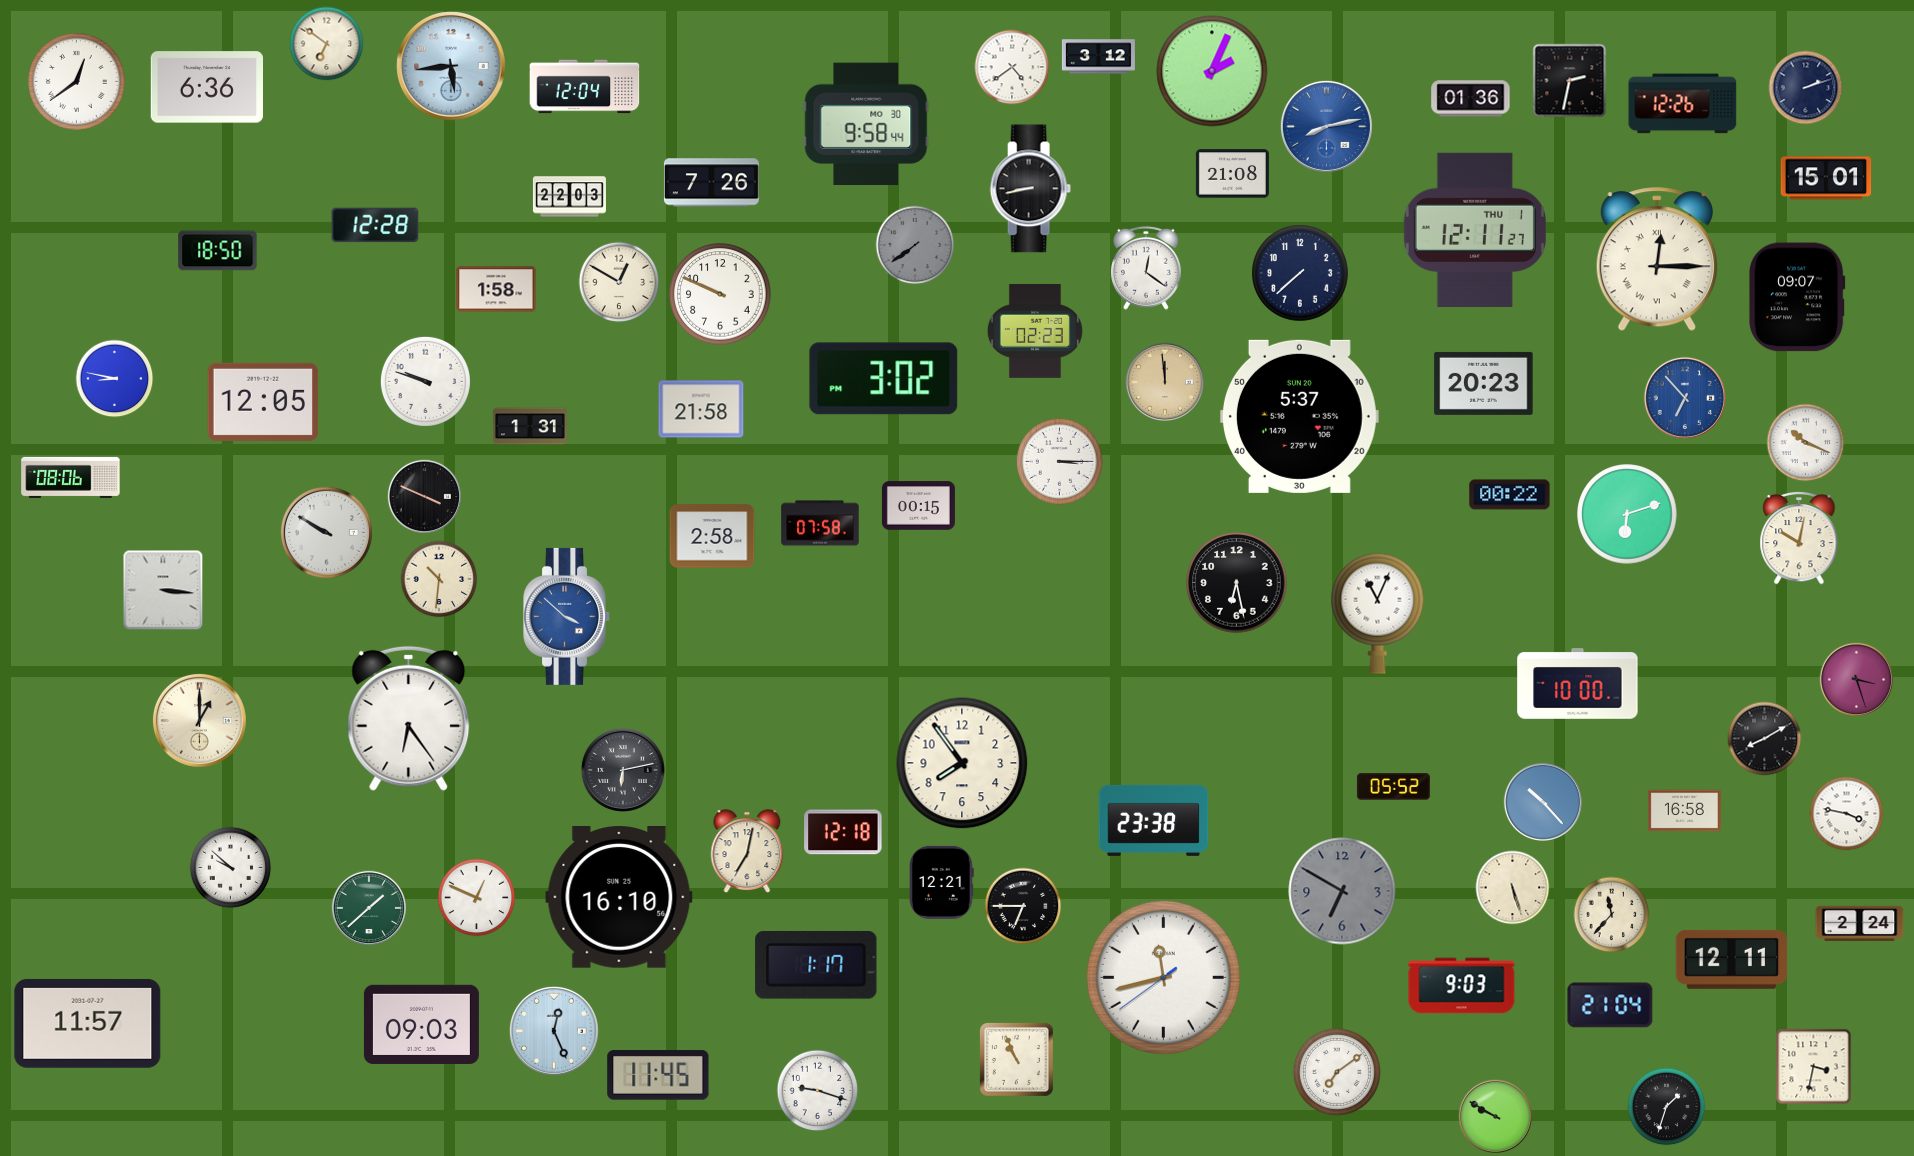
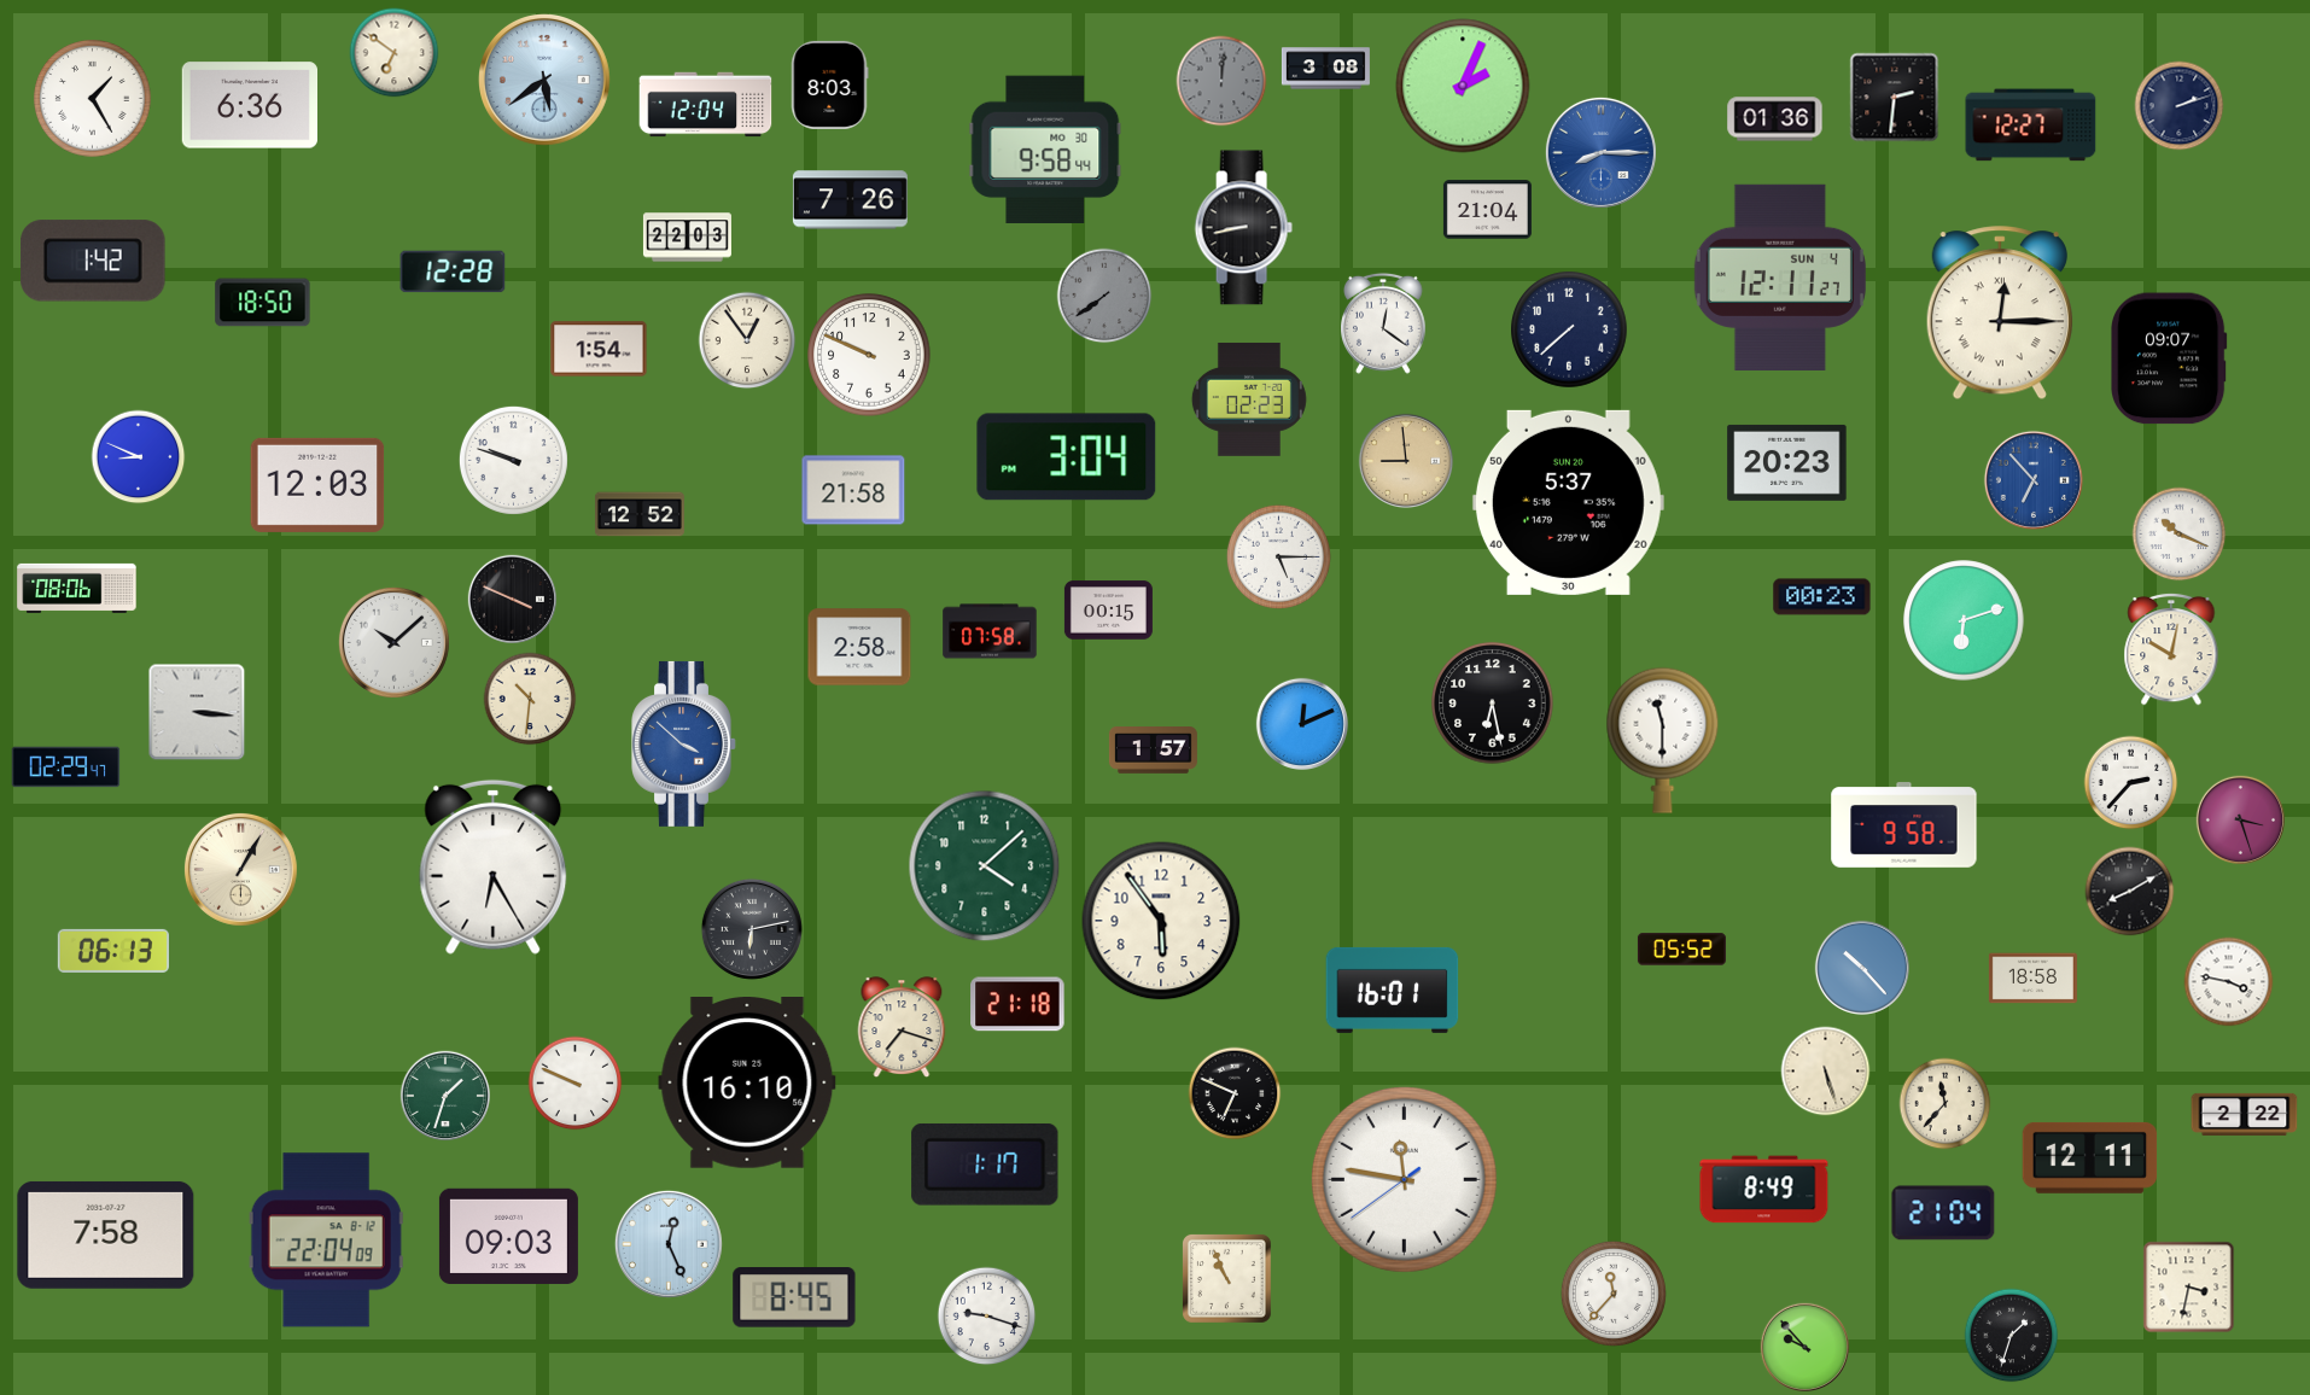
clock at (1098, 57): 3:12 -> 3:08
clock at (452, 67): 5:44 -> 5:39
clock at (1012, 67): 4:39 -> 12:01
clock at (1012, 67) dial: white -> grey
clock at (830, 84): none -> 8:03
clock at (1570, 81): 2:32 -> 2:31
clock at (77, 82): 12:39 -> 1:25
clock at (1683, 104): 12:26 -> 12:27
clock at (1326, 126): 8:13 -> 8:15
clock at (1232, 174): 21:08 -> 21:04
clock at (1826, 178): 15:01 -> none
clock at (711, 183) position: (711, 183) -> (850, 200)
clock at (93, 261): none -> 1:42
clock at (1475, 230) date: THU 1 -> SUN 4
clock at (619, 282): 12:50 -> 12:54
clock at (496, 289): 1:58 -> 1:54
clock at (115, 379): 8:47 -> 8:49
clock at (884, 379): 3:02 -> 3:04
clock at (1165, 382): 11:59 -> 8:59
clock at (1484, 383) position: (1484, 383) -> (1787, 462)
clock at (263, 402): 12:05 -> 12:03
clock at (701, 409) position: (701, 409) -> (853, 490)
clock at (530, 426): 1:31 -> 12:52
clock at (1059, 461): 3:15 -> 5:15
clock at (71, 477) position: (71, 477) -> (77, 588)
clock at (1510, 495): 00:22 -> 00:23
clock at (326, 532): 9:50 -> 10:08
clock at (1301, 723): none -> 12:11
clock at (1378, 613): 11:04 -> 11:30
clock at (1153, 751): none -> 1:57
clock at (66, 767): none -> 02:29
clock at (2131, 783): none -> 2:37
clock at (1578, 684): 10:00 -> 9:58
clock at (409, 718): 6:24 -> 6:25
clock at (985, 866): none -> 4:08
clock at (199, 720): 1:00 -> 1:05
clock at (962, 763): 7:54 -> 5:54
clock at (113, 951): none -> 06:13
clock at (1684, 811): 16:58 -> 18:58
clock at (1154, 820): 23:38 -> 16:01
clock at (843, 832): 12:18 -> 21:18
clock at (747, 851): 7:02 -> 7:18
clock at (231, 868): 9:52 -> none
clock at (941, 882): 12:21 -> none
clock at (1342, 891): 6:50 -> none
clock at (477, 898): 12:49 -> 9:49
clock at (1023, 906): 6:45 -> 6:49
clock at (368, 907): 1:38 -> 1:33
clock at (1860, 923): 2:24 -> 2:22
clock at (1163, 977): 11:42 -> 11:46
clock at (1462, 986): 9:03 -> 8:49
clock at (88, 1023): 11:57 -> 7:58
clock at (326, 1241): none -> 22:04
clock at (1337, 1072): 7:09 -> 11:37
clock at (658, 1075): 11:45 -> 8:45
clock at (1495, 1116): 9:50 -> 9:53
